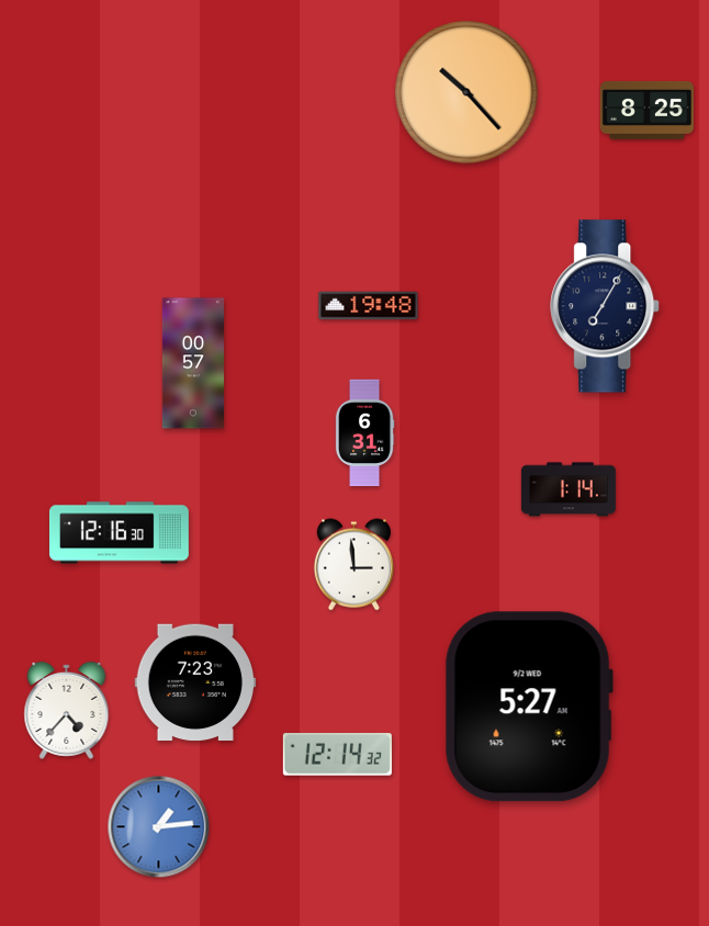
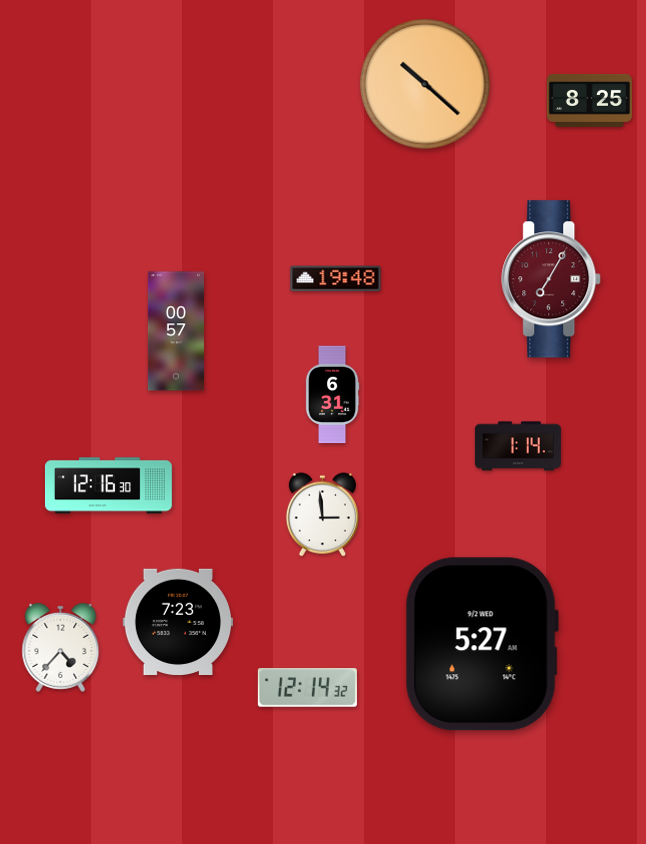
clock at (466, 92): 10:23 -> 10:22
clock at (606, 306) dial: navy -> burgundy
clock at (159, 827): 1:14 -> none
